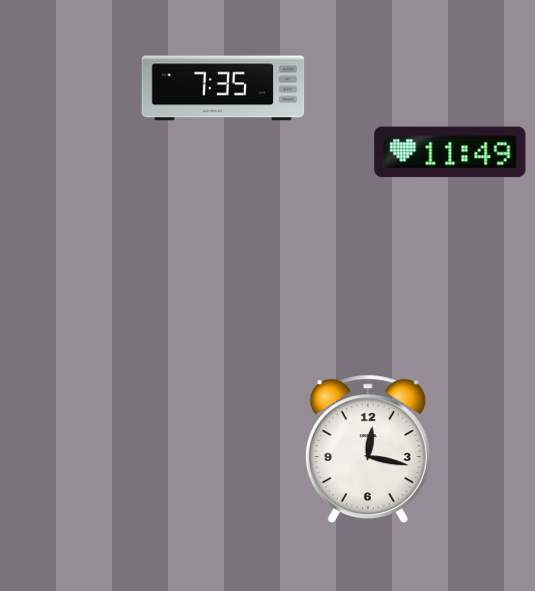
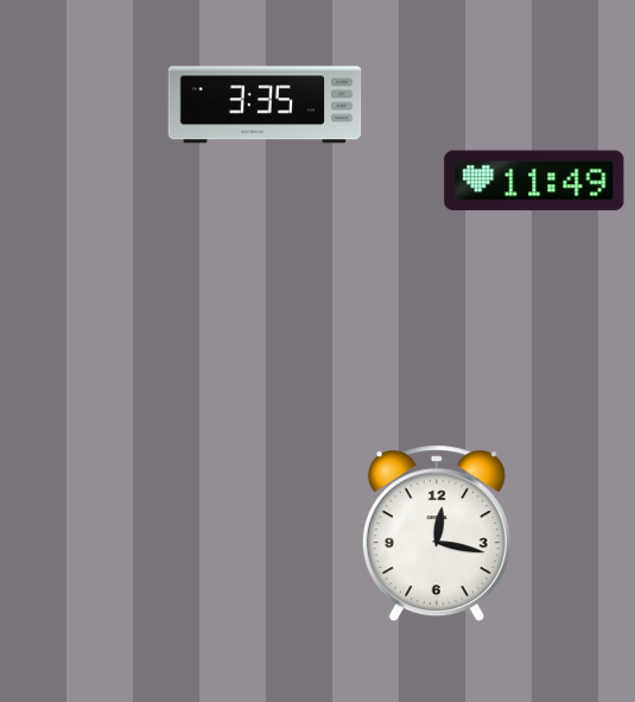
clock at (223, 88): 7:35 -> 3:35
